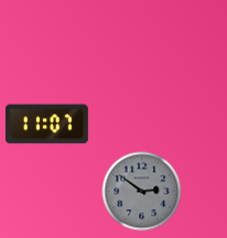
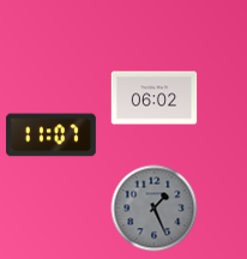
clock at (155, 98): none -> 06:02
clock at (142, 192): 2:51 -> 1:26
